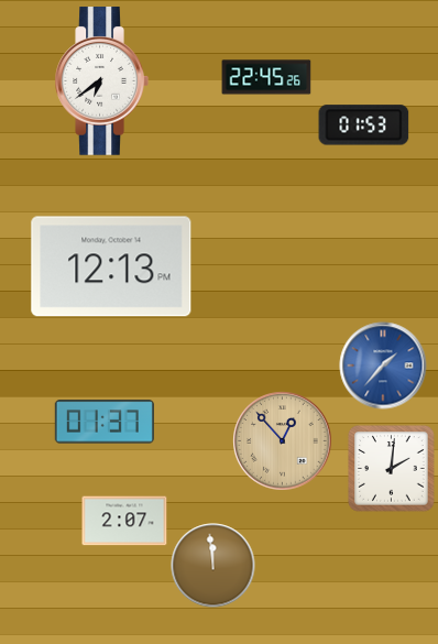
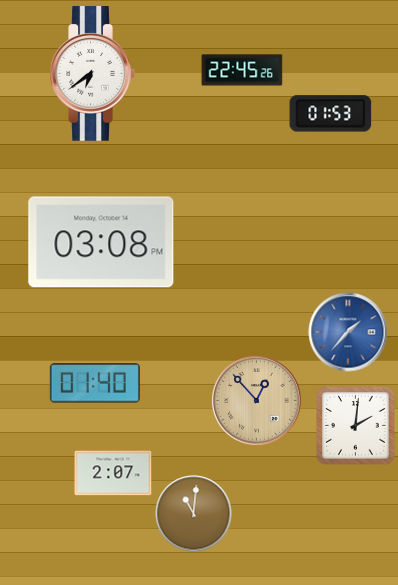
clock at (111, 266): 12:13 -> 03:08
clock at (105, 422): 01:37 -> 01:40
clock at (213, 566): 11:59 -> 11:01
